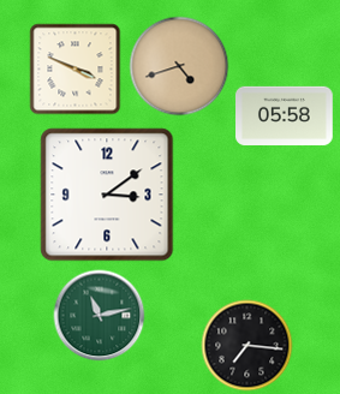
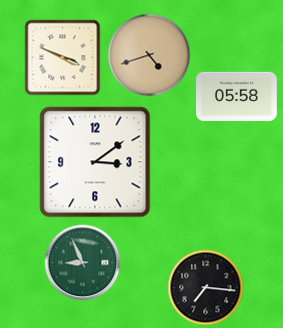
clock at (107, 195) position: (107, 195) -> (95, 162)
clock at (100, 316): 11:13 -> 8:56
